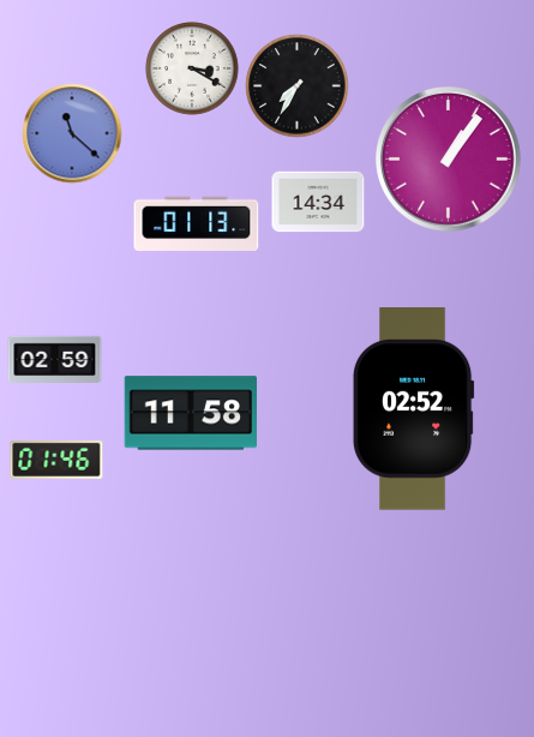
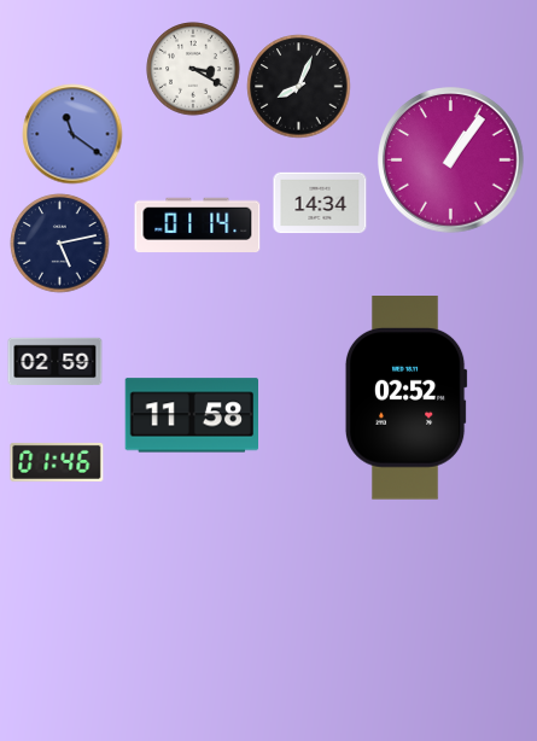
clock at (298, 86): 7:35 -> 8:04
clock at (72, 133): 11:22 -> 11:21
clock at (197, 224): 01:13 -> 01:14
clock at (60, 244): none -> 5:13
clock at (413, 409) position: (413, 409) -> (405, 398)
